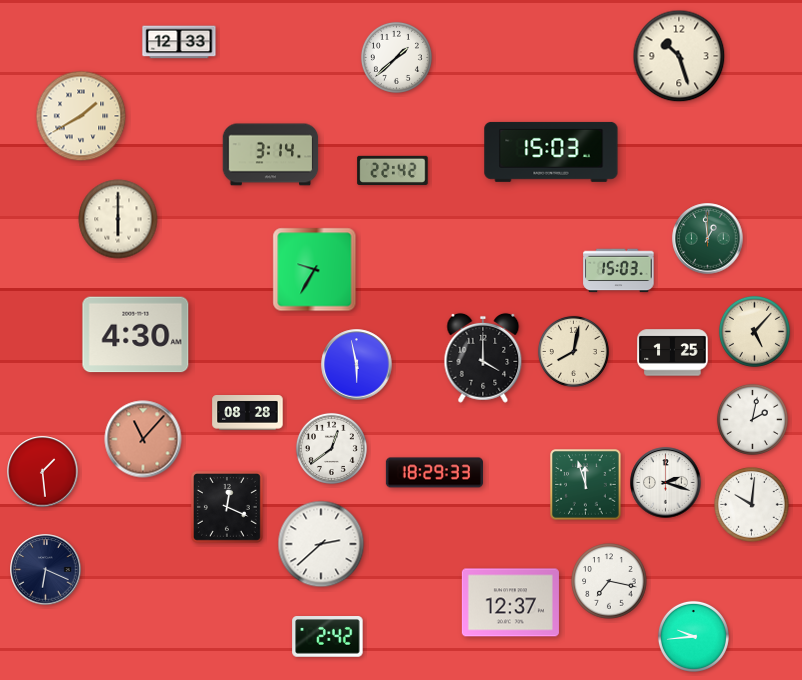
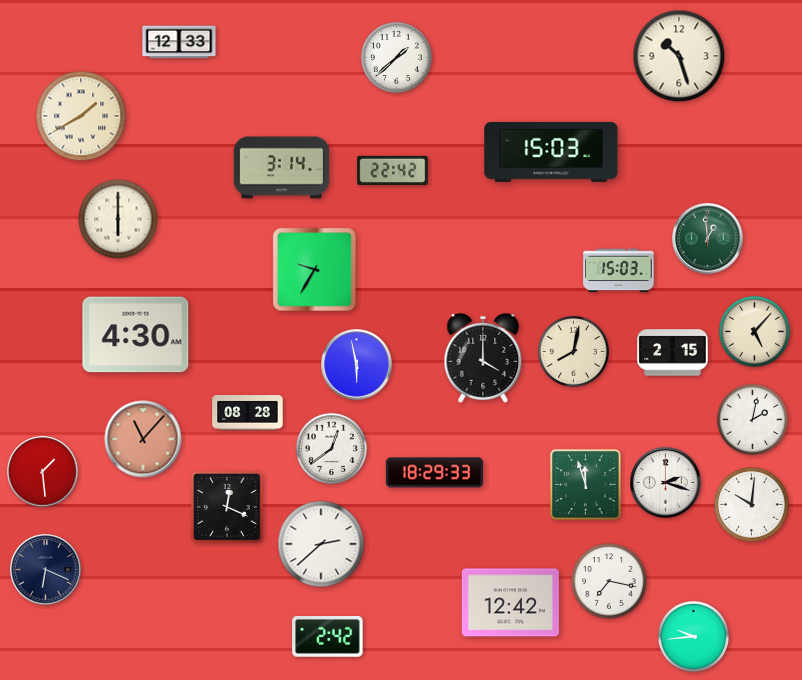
clock at (271, 155) position: (271, 155) -> (282, 168)
clock at (673, 353): 1:25 -> 2:15
clock at (510, 603): 12:37 -> 12:42
